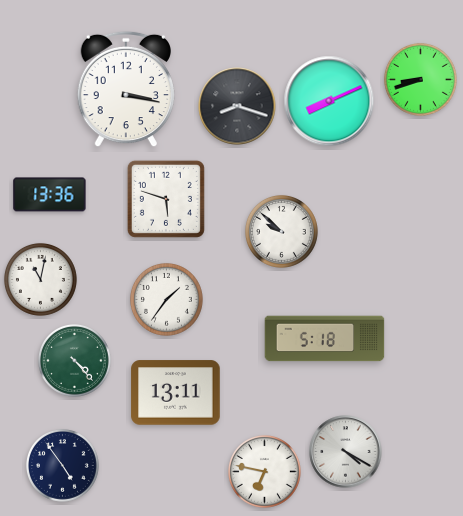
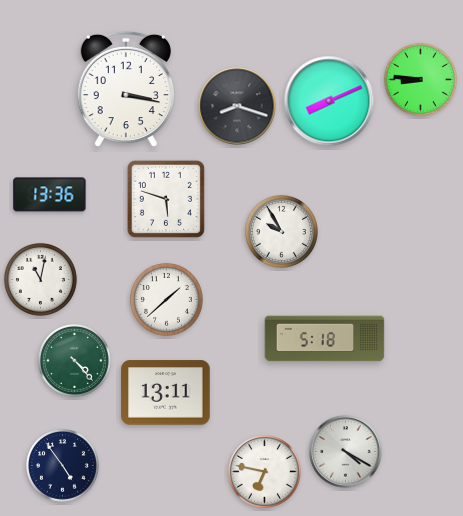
clock at (420, 79): 8:42 -> 8:46
clock at (281, 231): 9:52 -> 9:55
clock at (166, 299): 1:36 -> 1:38
clock at (176, 393) position: (176, 393) -> (166, 393)
